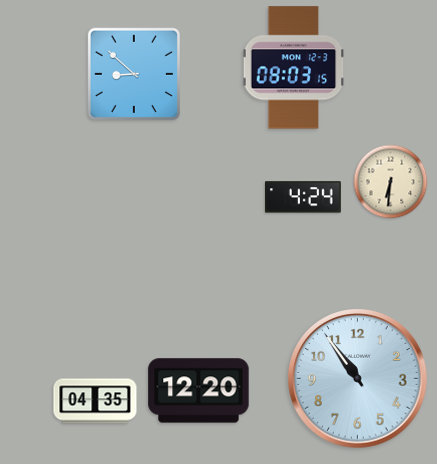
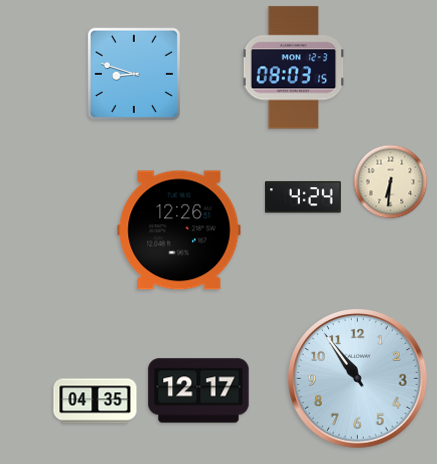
clock at (133, 73): 8:52 -> 8:48
clock at (179, 230): none -> 12:26
clock at (199, 391): 12:20 -> 12:17
